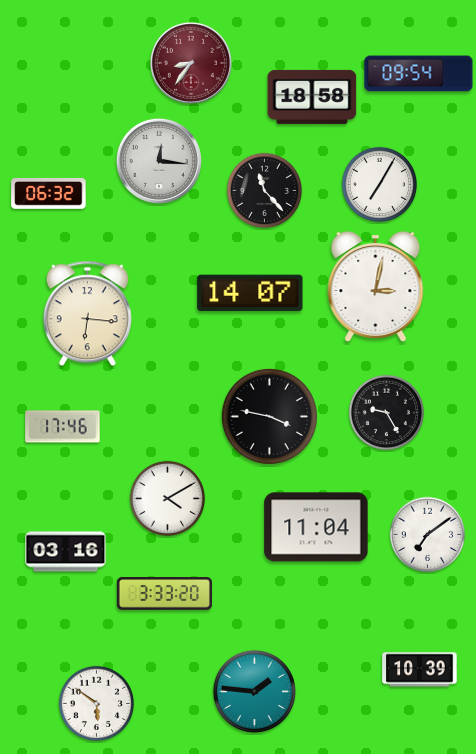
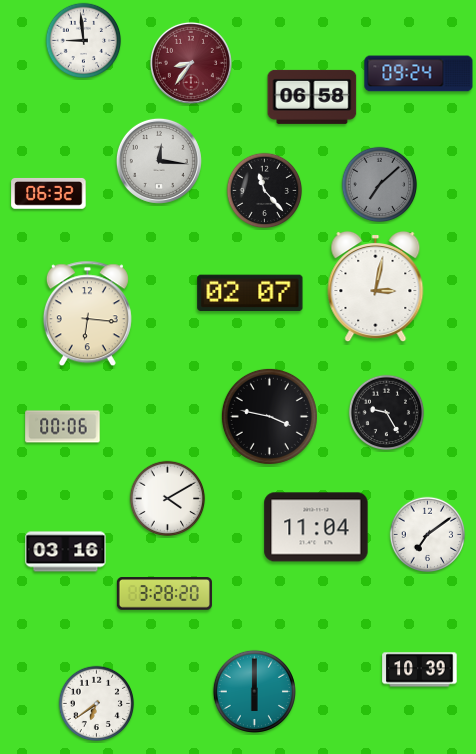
clock at (84, 41): none -> 8:59
clock at (419, 74): 09:54 -> 09:24
clock at (312, 97): 18:58 -> 06:58
clock at (380, 185): 7:05 -> 7:08
clock at (380, 185) dial: white -> grey
clock at (250, 293): 14:07 -> 02:07
clock at (63, 427): 17:46 -> 00:06
clock at (164, 594): 3:33 -> 3:28
clock at (254, 691): 1:46 -> 6:00
clock at (97, 704): 5:51 -> 6:39
